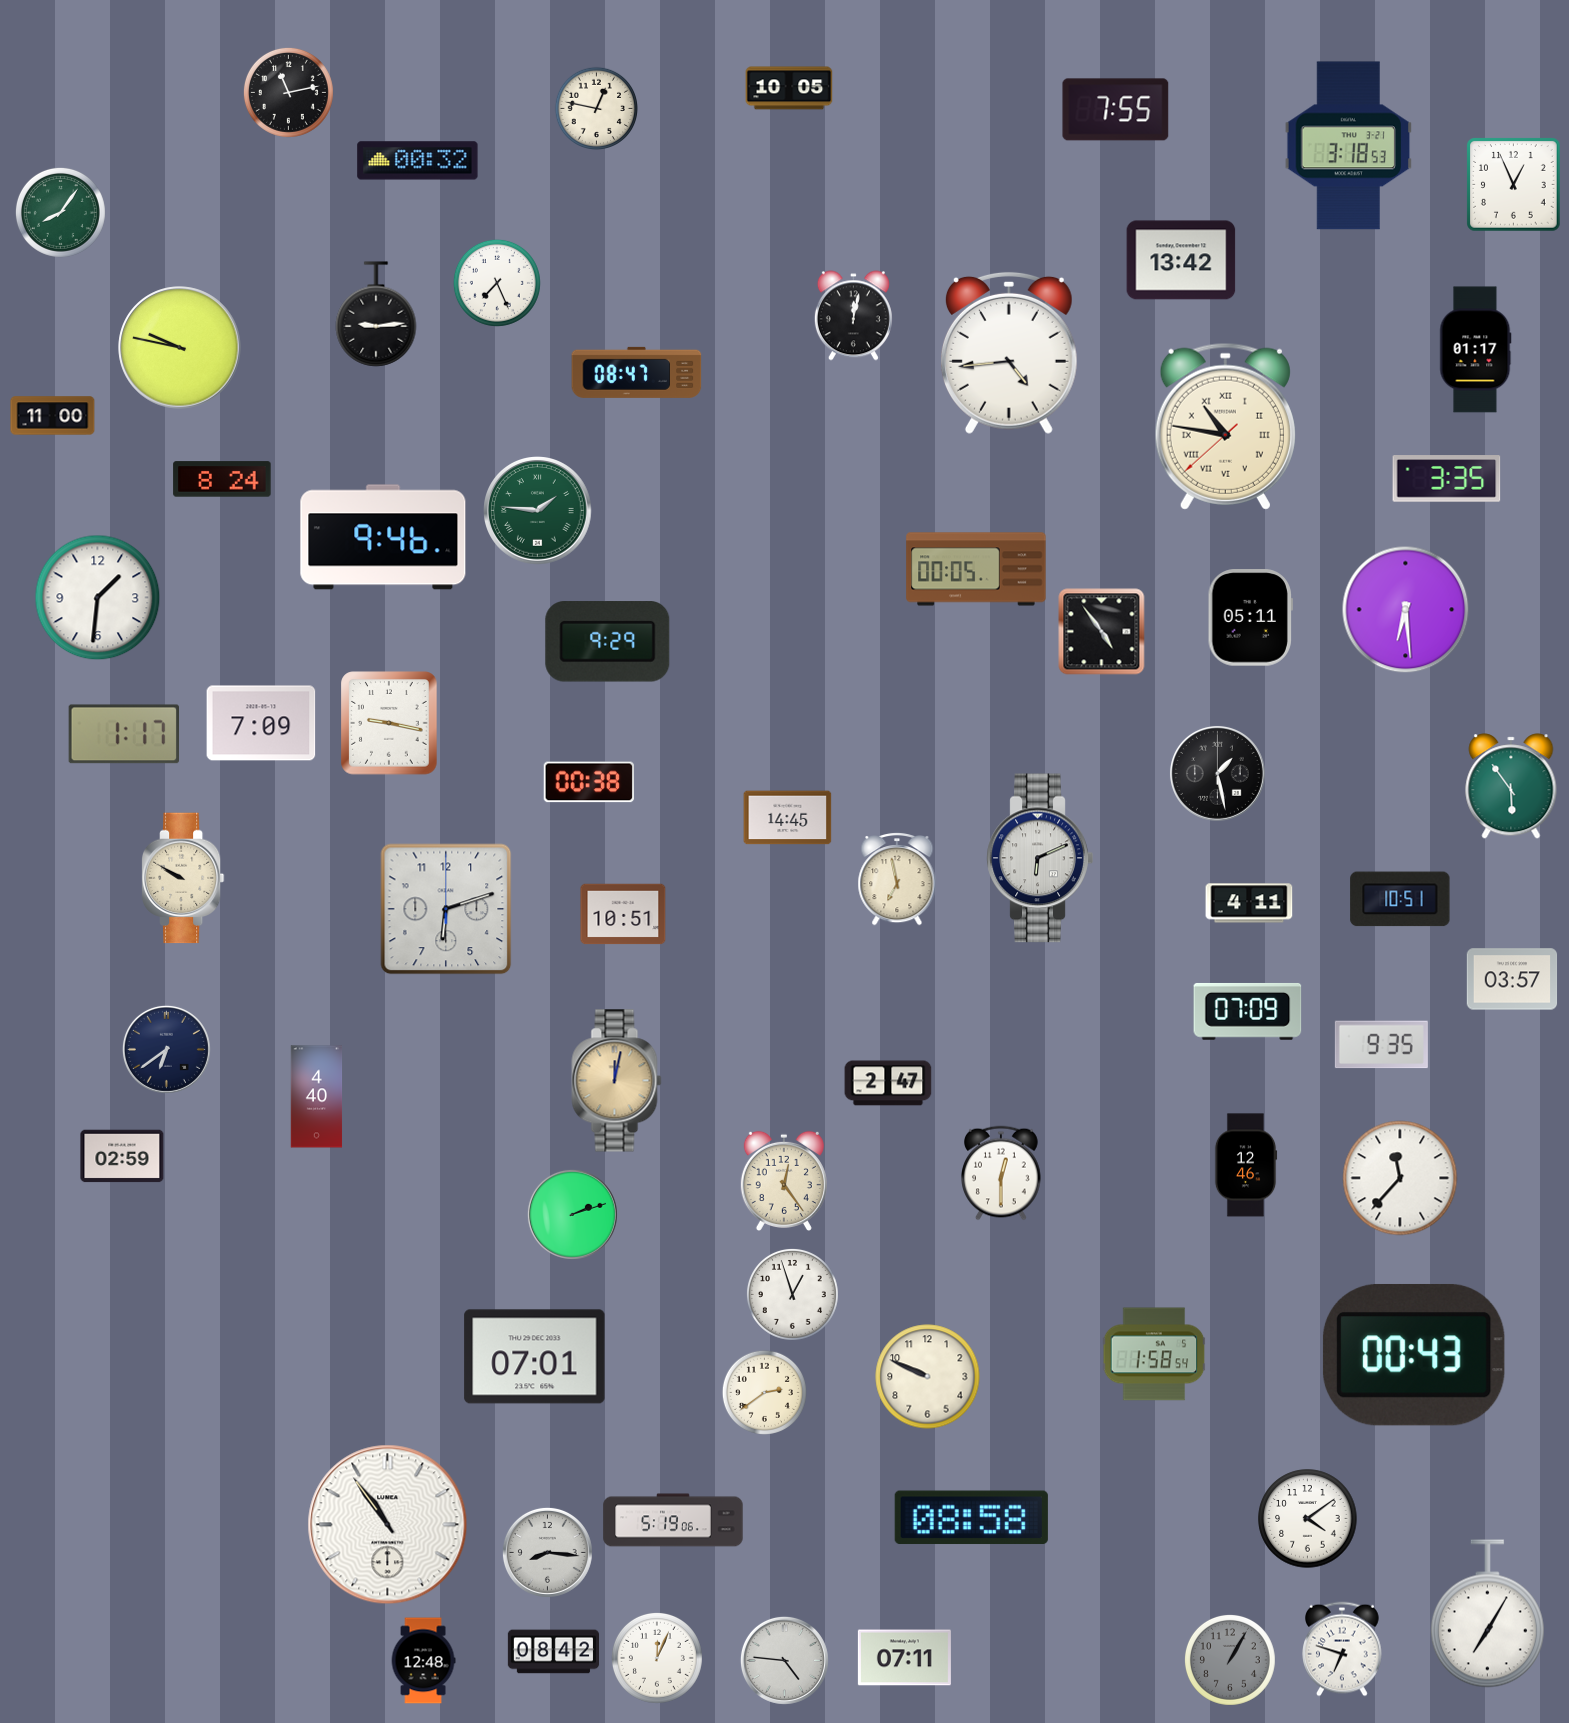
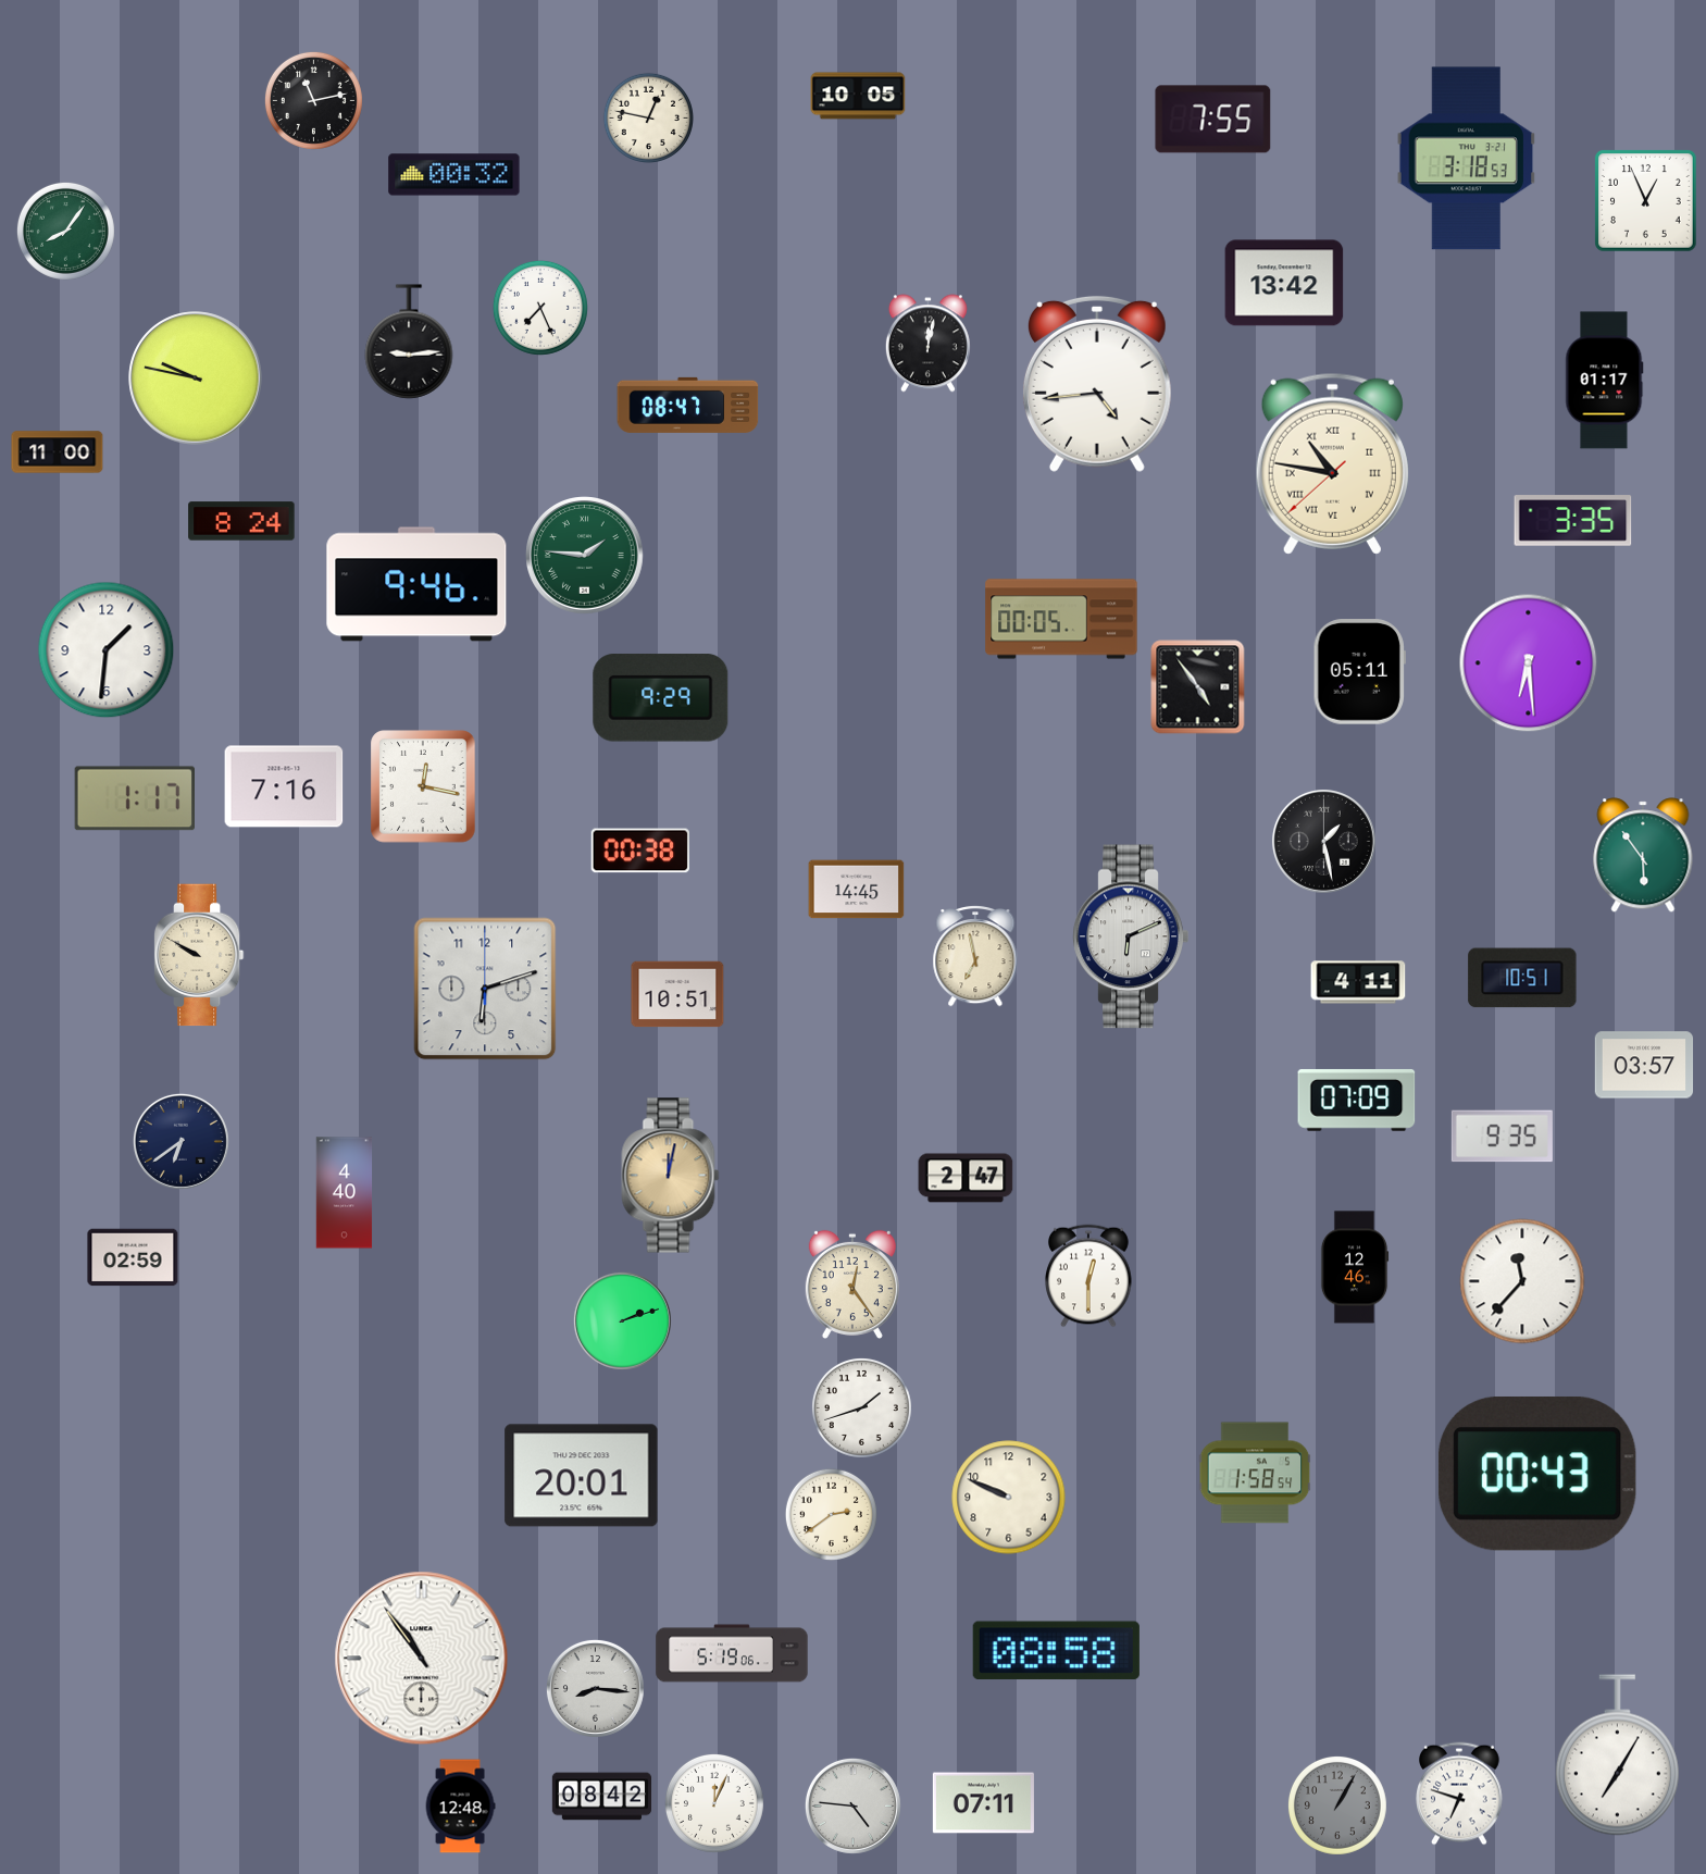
clock at (637, 372) position: (637, 372) -> (688, 405)
clock at (261, 723): 7:09 -> 7:16
clock at (389, 723): 9:17 -> 12:17
clock at (1040, 858) position: (1040, 858) -> (1131, 936)
clock at (792, 1294): 12:57 -> 1:42
clock at (535, 1357): 07:01 -> 20:01
clock at (1308, 1519): 4:09 -> none
